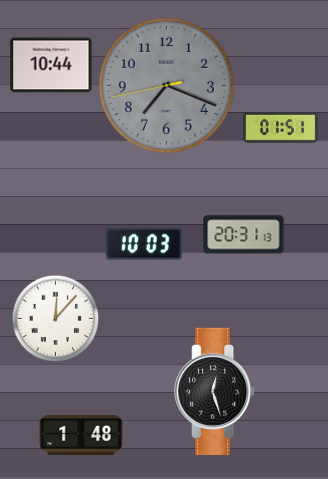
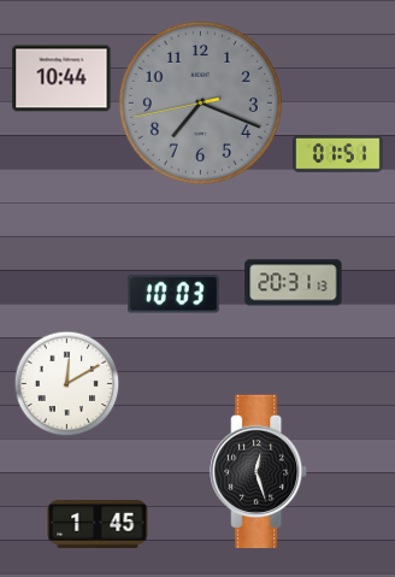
clock at (56, 319): 12:07 -> 12:10
clock at (81, 435): 1:48 -> 1:45
